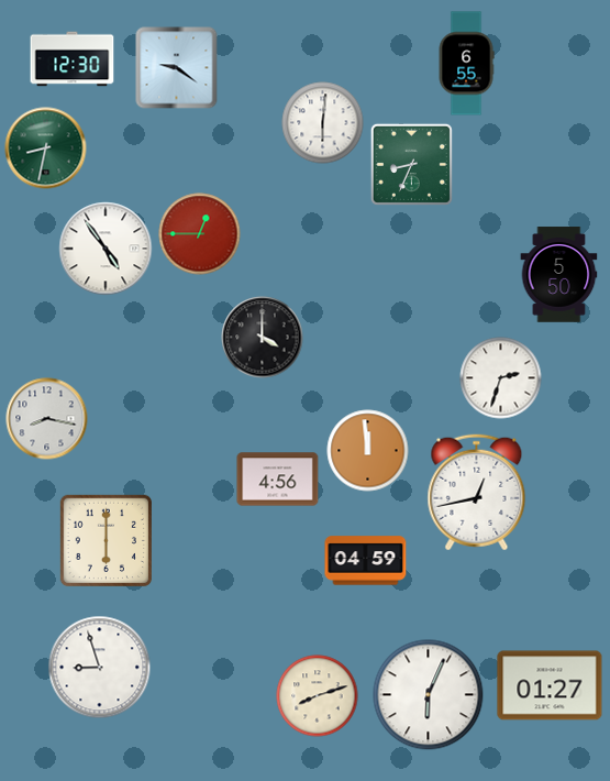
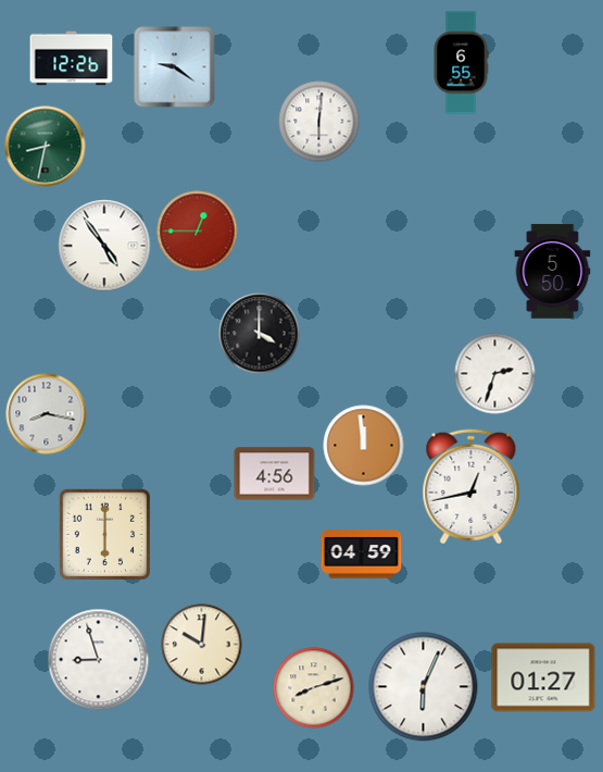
clock at (73, 59): 12:30 -> 12:26
clock at (411, 164): 8:34 -> none
clock at (202, 645): none -> 10:01
